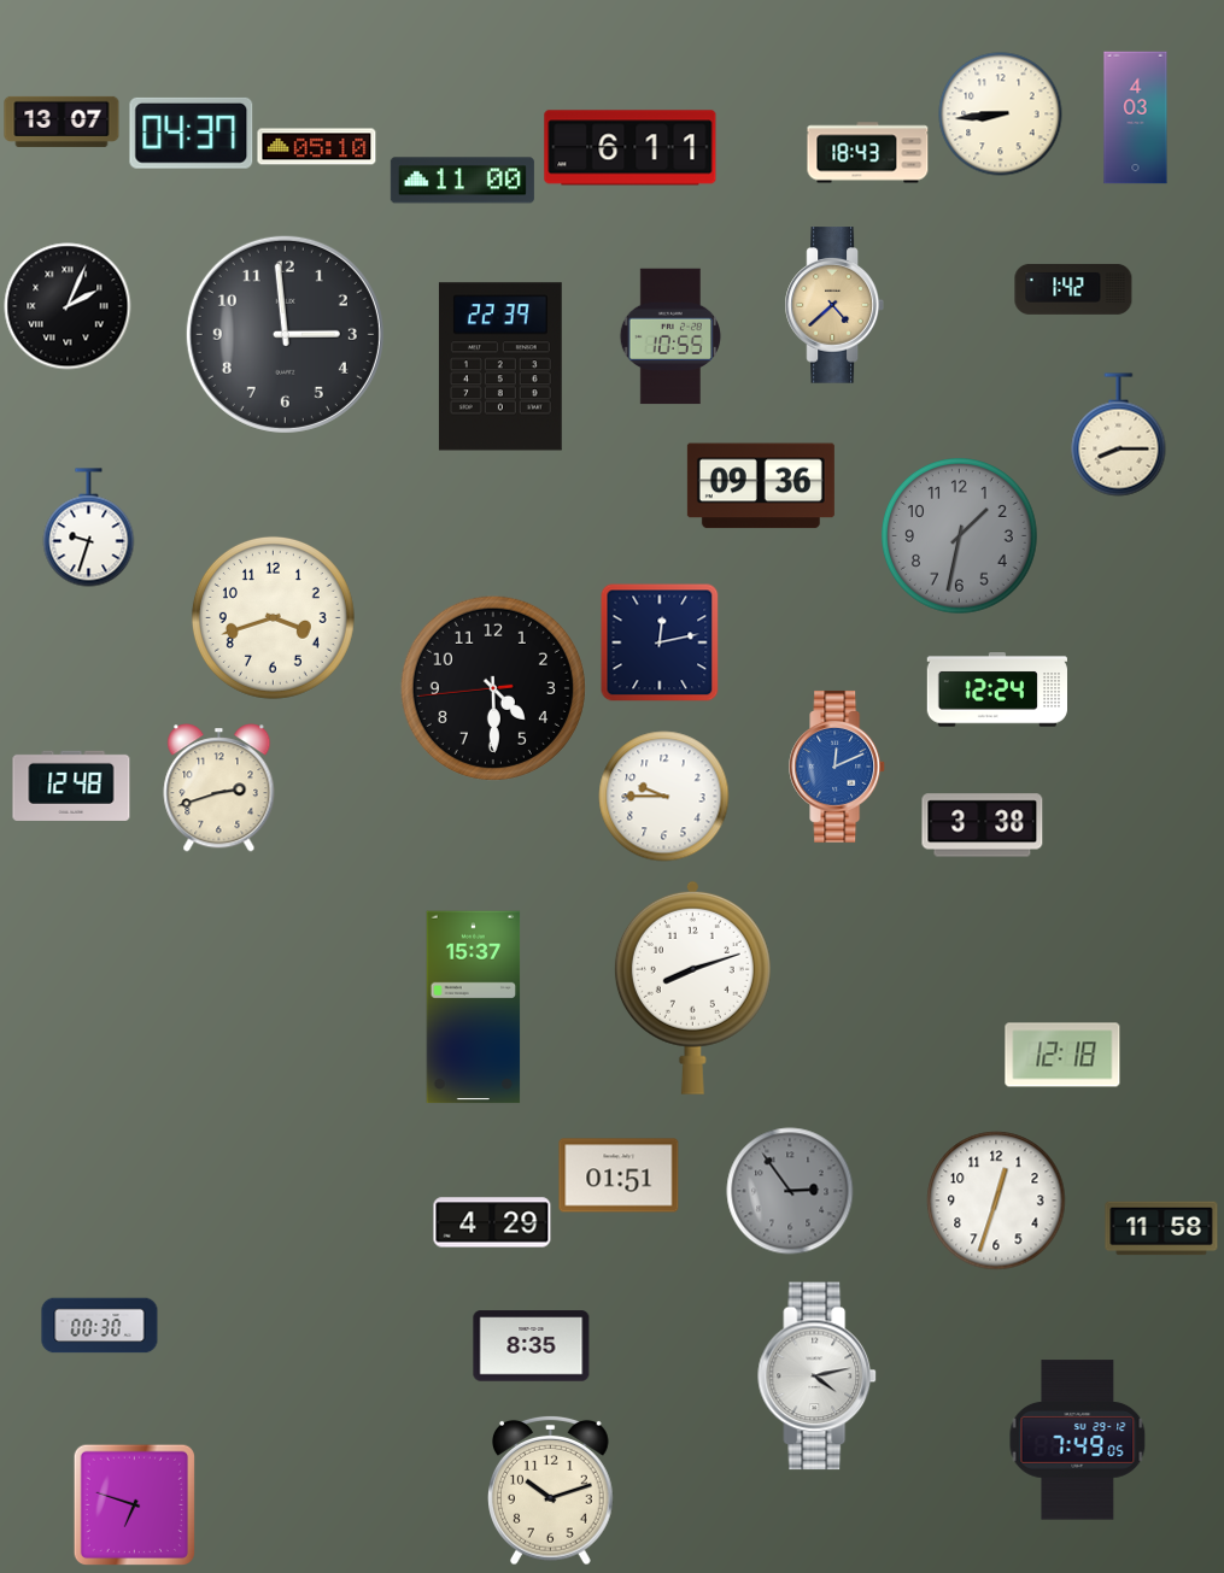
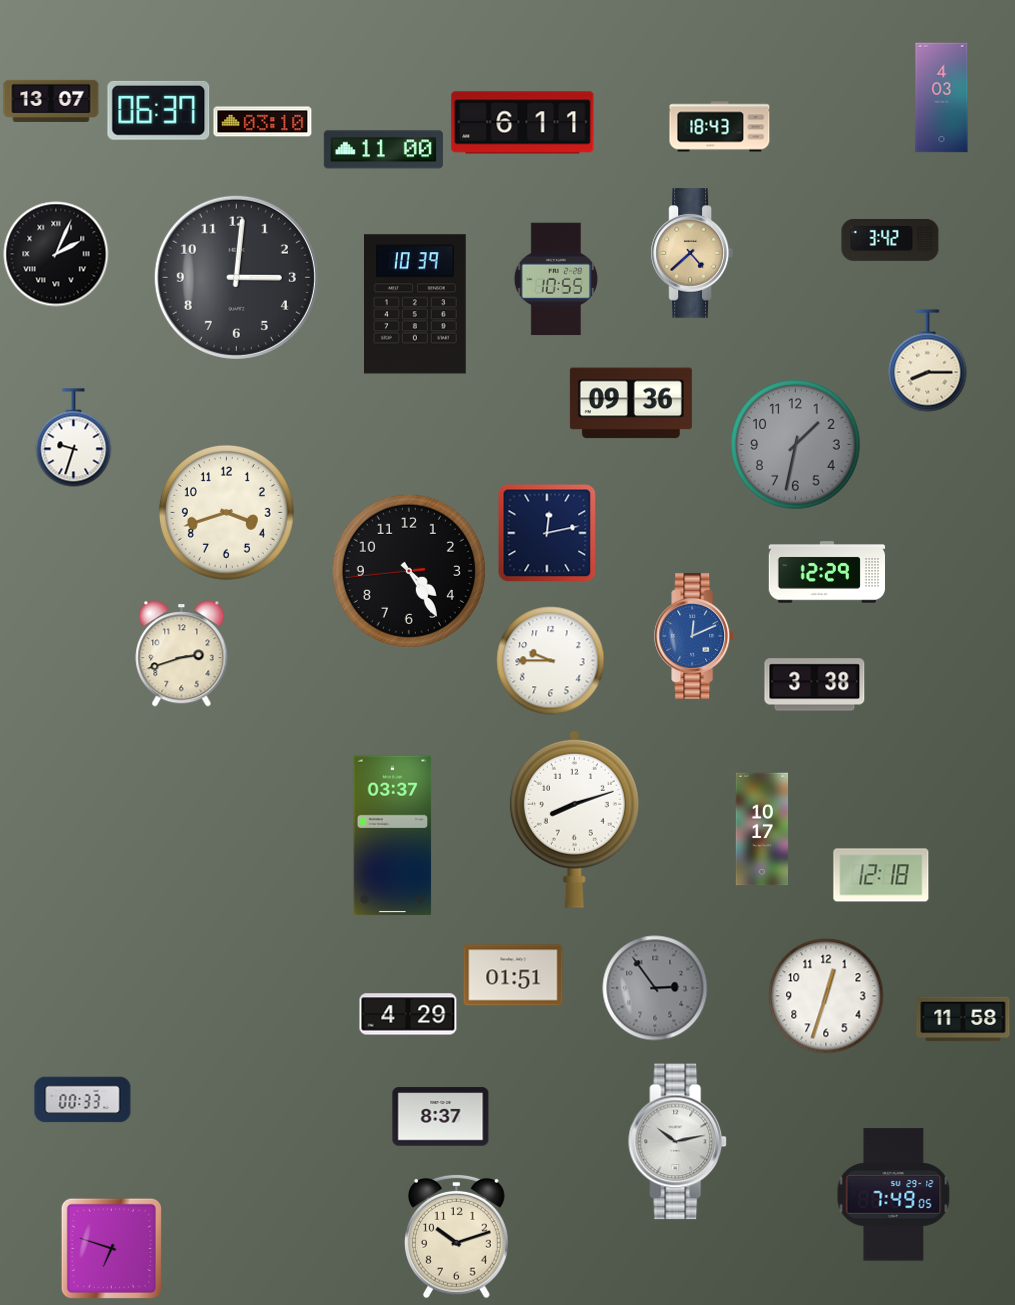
clock at (1001, 115): 8:44 -> none
clock at (192, 133): 04:37 -> 06:37
clock at (317, 147): 05:10 -> 03:10
clock at (1073, 289): 1:42 -> 3:42
clock at (285, 334): 2:59 -> 3:01
clock at (500, 366): 22:39 -> 10:39
clock at (493, 688): 4:29 -> 4:24
clock at (996, 689): 12:24 -> 12:29
clock at (71, 786): 12:48 -> none
clock at (762, 829): none -> 10:17
clock at (474, 1008): 15:37 -> 03:37
clock at (100, 1326): 00:30 -> 00:33
clock at (532, 1346): 8:35 -> 8:37
clock at (818, 1377): 4:13 -> 10:13
